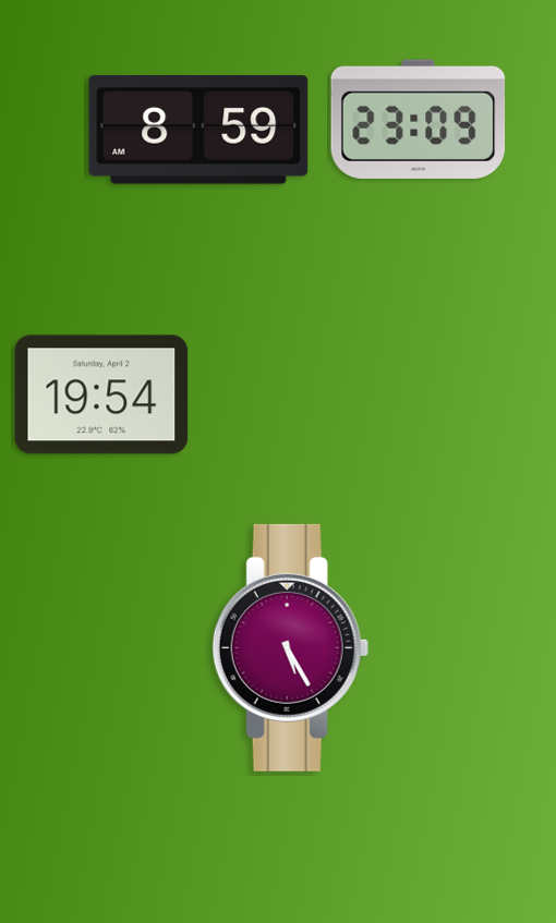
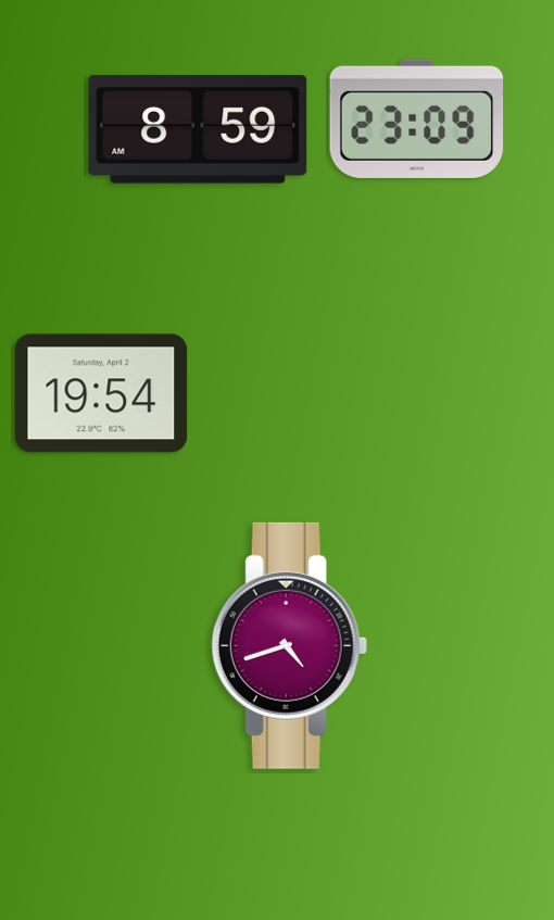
clock at (290, 647): 5:25 -> 4:42
